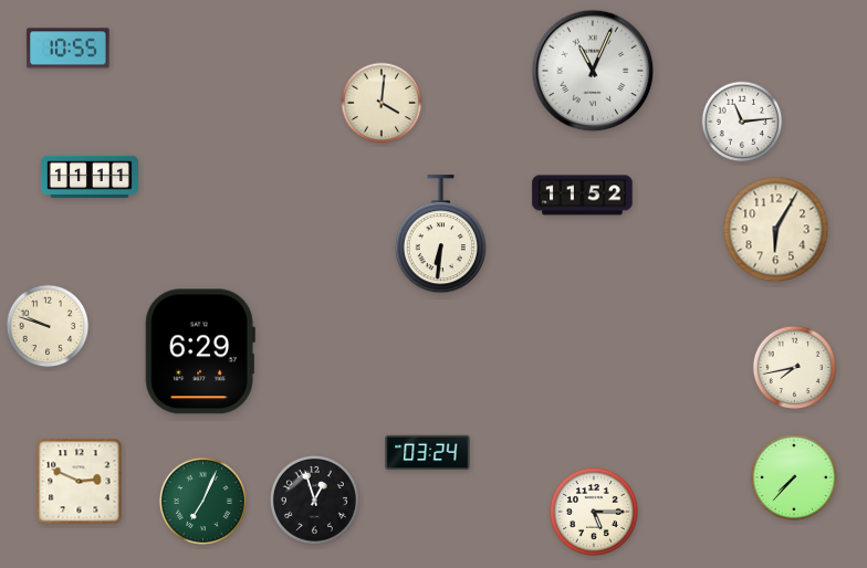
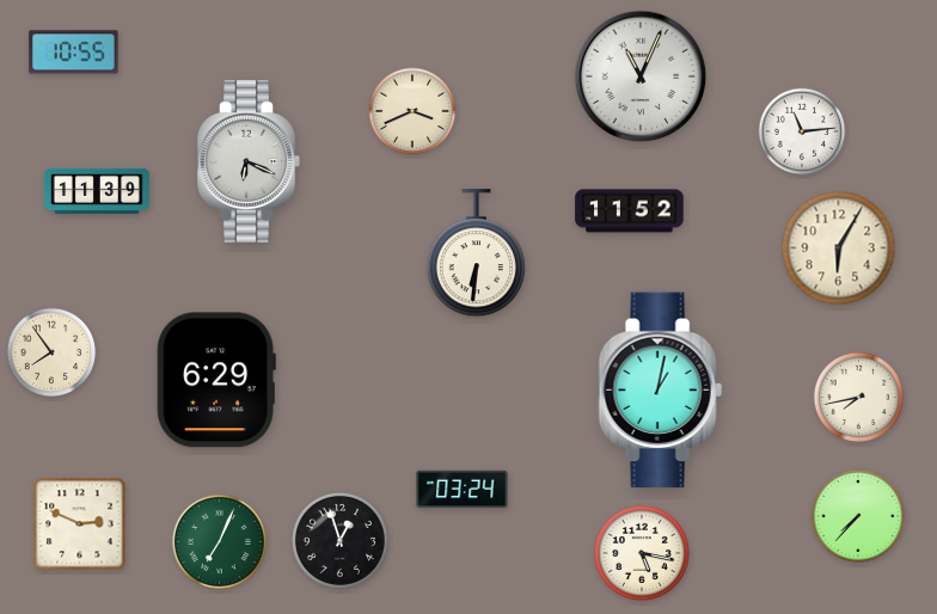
clock at (382, 103): 4:01 -> 3:41
clock at (249, 161): none -> 6:19
clock at (90, 177): 11:11 -> 11:39
clock at (48, 326): 9:48 -> 7:54
clock at (660, 391): none -> 1:02
clock at (80, 482) position: (80, 482) -> (80, 524)
clock at (594, 512): 5:15 -> 5:17
